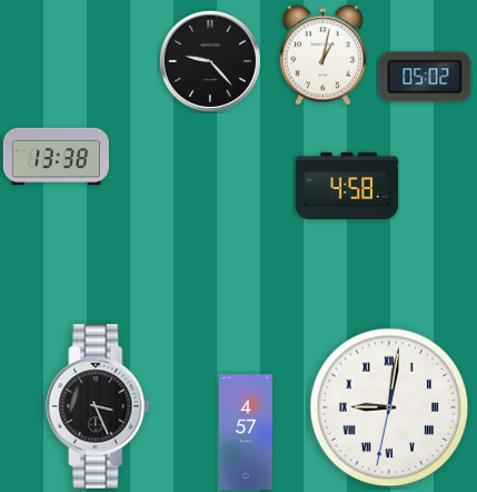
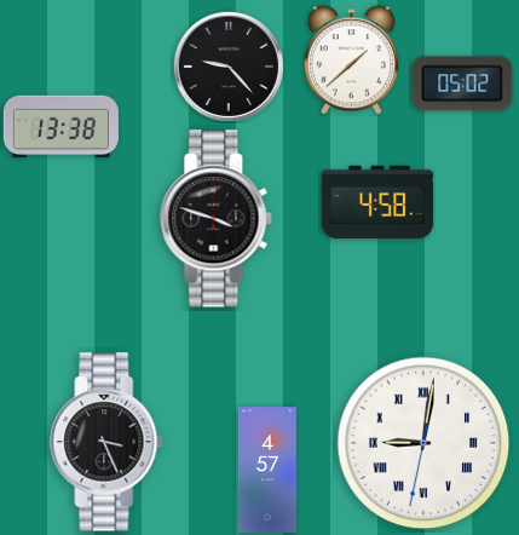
clock at (322, 56): 1:02 -> 1:38
clock at (56, 157) position: (56, 157) -> (60, 127)
clock at (217, 219): none -> 3:48
